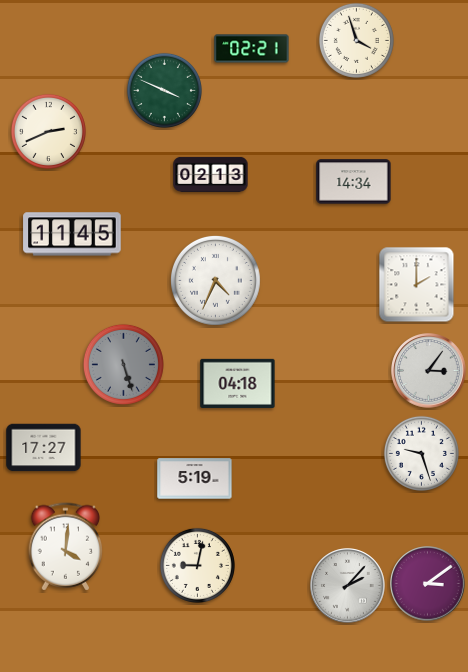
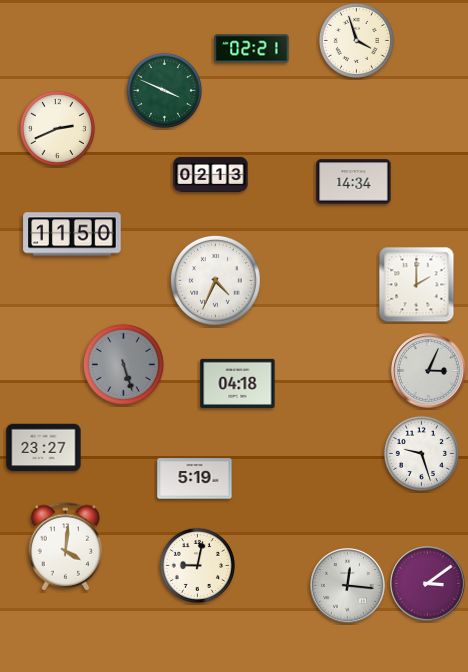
clock at (48, 131) position: (48, 131) -> (57, 128)
clock at (72, 234): 11:45 -> 11:50
clock at (429, 371): 3:06 -> 3:04
clock at (44, 448): 17:27 -> 23:27
clock at (348, 586): 2:07 -> 12:16
